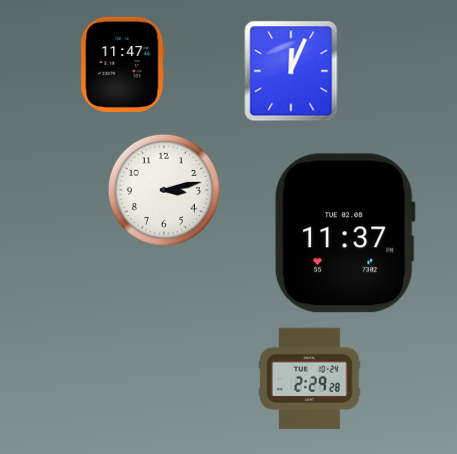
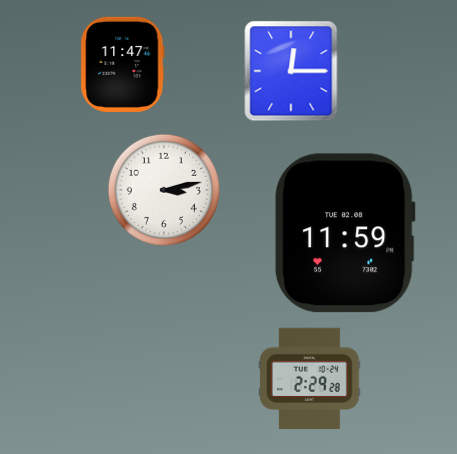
clock at (291, 71): 12:04 -> 12:15
clock at (345, 233): 11:37 -> 11:59
